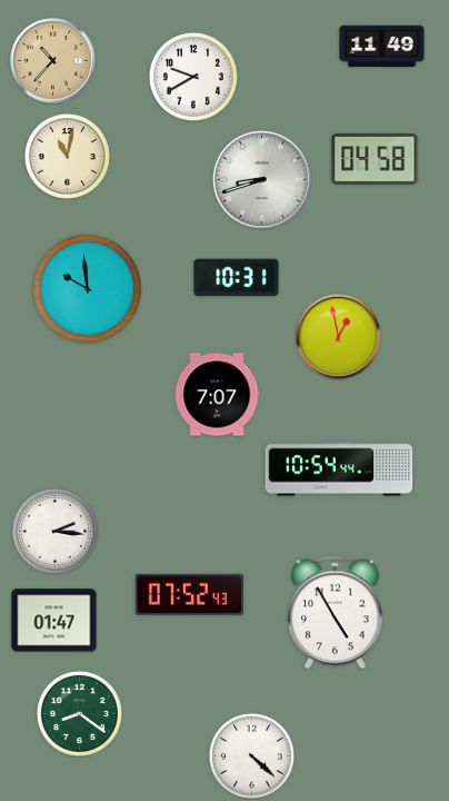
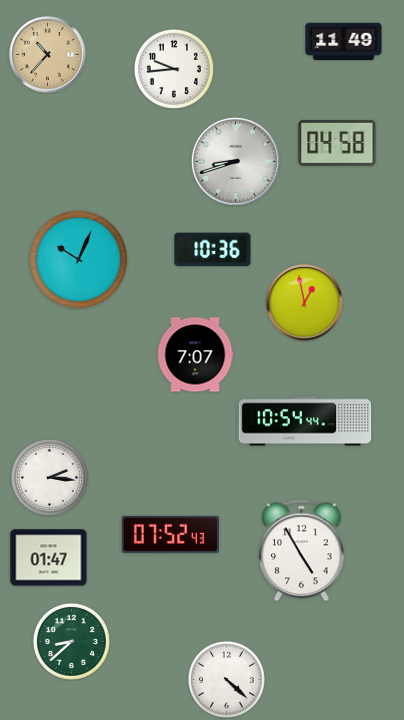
clock at (193, 77): 9:40 -> 9:44
clock at (67, 156): 11:02 -> none
clock at (237, 278): 10:31 -> 10:36
clock at (87, 288): 9:59 -> 10:04
clock at (79, 713): 8:21 -> 8:38
